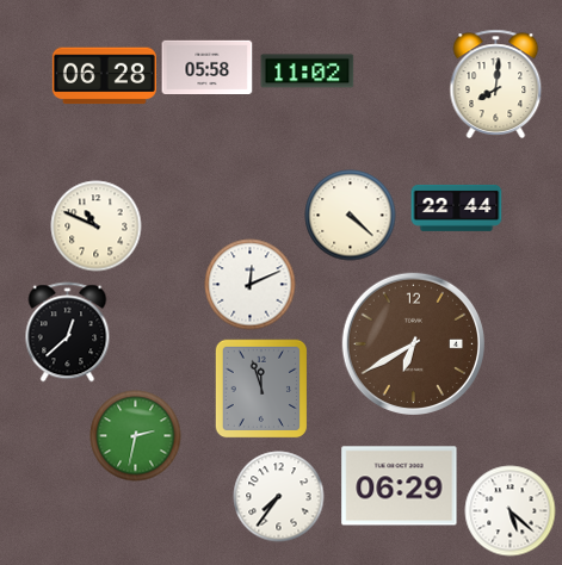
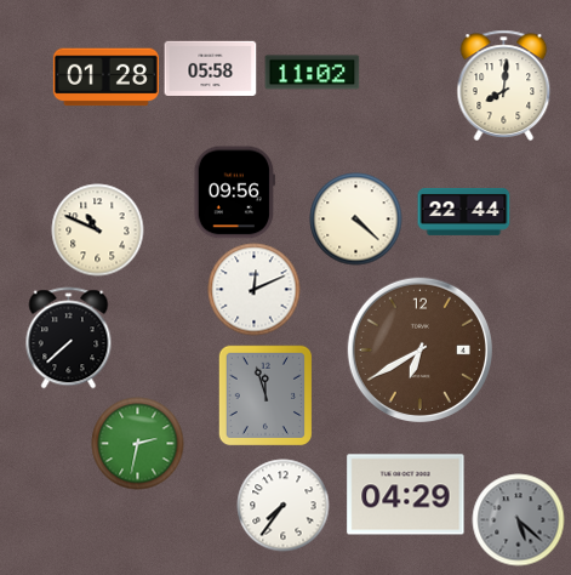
clock at (104, 76): 06:28 -> 01:28
clock at (234, 193): none -> 09:56
clock at (68, 333): 12:38 -> 7:38
clock at (400, 486): 06:29 -> 04:29
clock at (511, 511) dial: white -> grey
